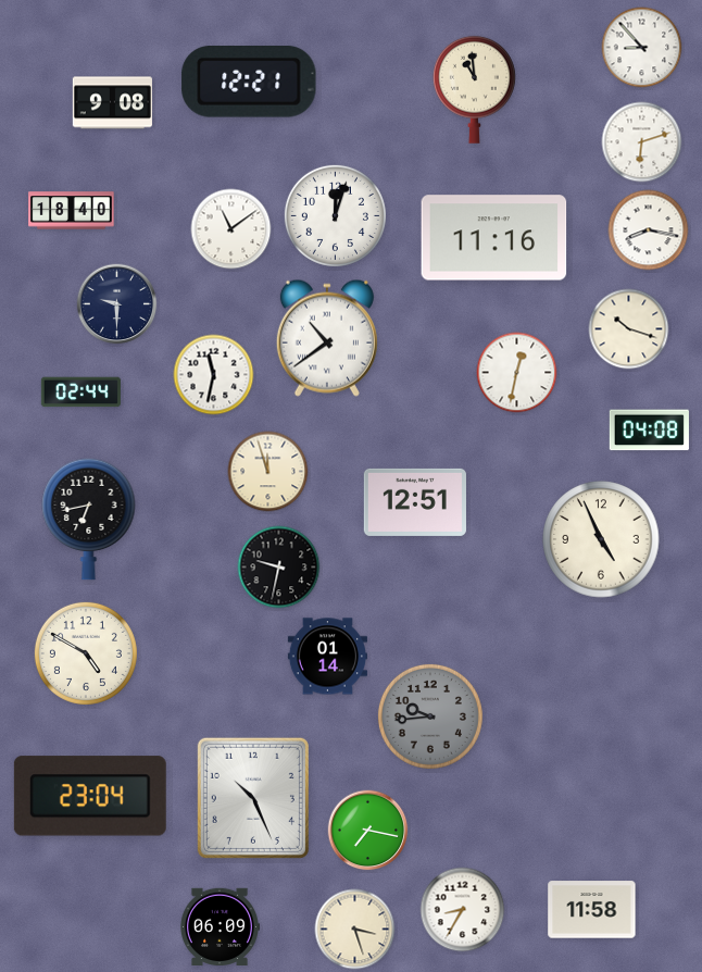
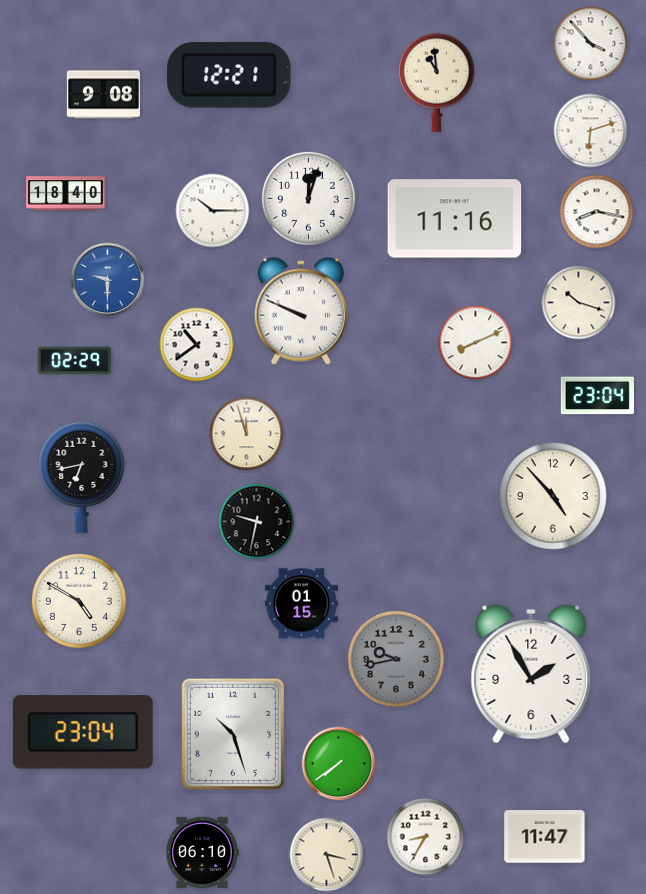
clock at (642, 48): 8:53 -> 3:53
clock at (231, 229): 11:09 -> 10:15
clock at (117, 304) dial: navy -> blue
clock at (327, 338): 10:39 -> 9:49
clock at (517, 373): 12:32 -> 8:11
clock at (214, 375): 11:32 -> 10:39
clock at (80, 392): 02:44 -> 02:29
clock at (649, 431): 04:08 -> 23:04
clock at (415, 502): 12:51 -> none
clock at (601, 539): 4:56 -> 4:53
clock at (327, 657): 01:14 -> 01:15
clock at (430, 716): 9:44 -> 9:43
clock at (531, 674): none -> 1:55
clock at (253, 798): 10:26 -> 10:27
clock at (368, 831): 7:17 -> 7:39
clock at (592, 910): 11:58 -> 11:47
clock at (220, 927): 06:09 -> 06:10
